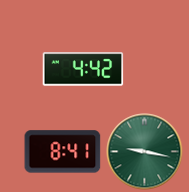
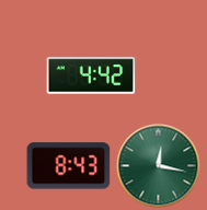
clock at (63, 152): 8:41 -> 8:43
clock at (145, 152): 9:17 -> 12:17
